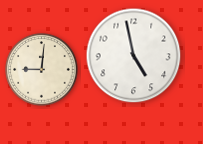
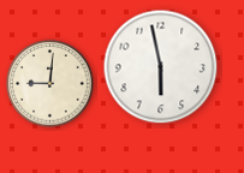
clock at (134, 56): 4:58 -> 5:58
